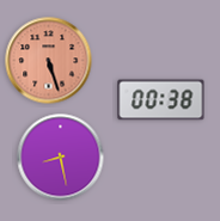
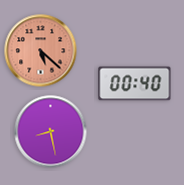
clock at (49, 61): 5:27 -> 5:22
clock at (161, 100): 00:38 -> 00:40
